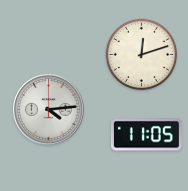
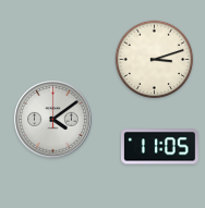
clock at (142, 55): 12:12 -> 3:12
clock at (49, 110): 4:14 -> 4:09
